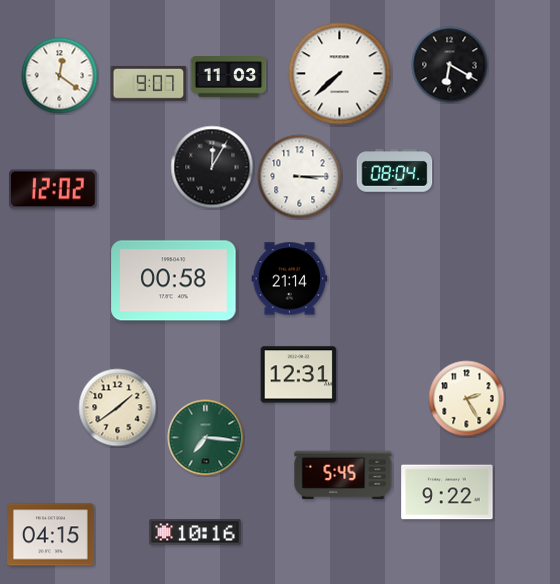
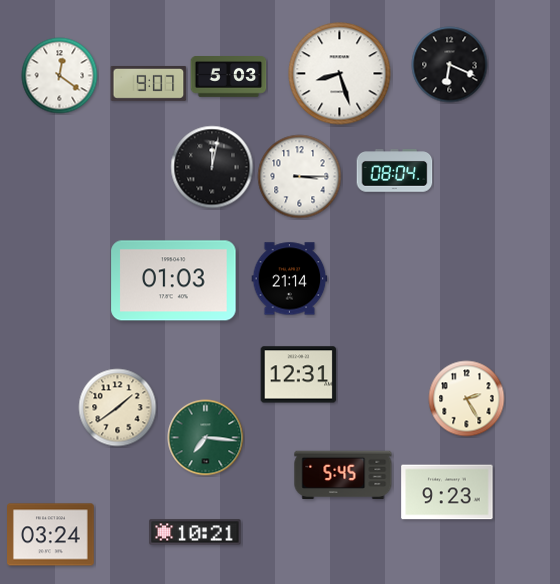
clock at (450, 65): 6:20 -> 6:19
clock at (340, 74): 7:38 -> 8:27
clock at (229, 77): 11:03 -> 5:03
clock at (212, 167): 12:05 -> 12:02
clock at (53, 189): 12:02 -> none
clock at (174, 281): 00:58 -> 01:03
clock at (447, 492): 9:22 -> 9:23
clock at (195, 532): 10:16 -> 10:21
clock at (51, 535): 04:15 -> 03:24
